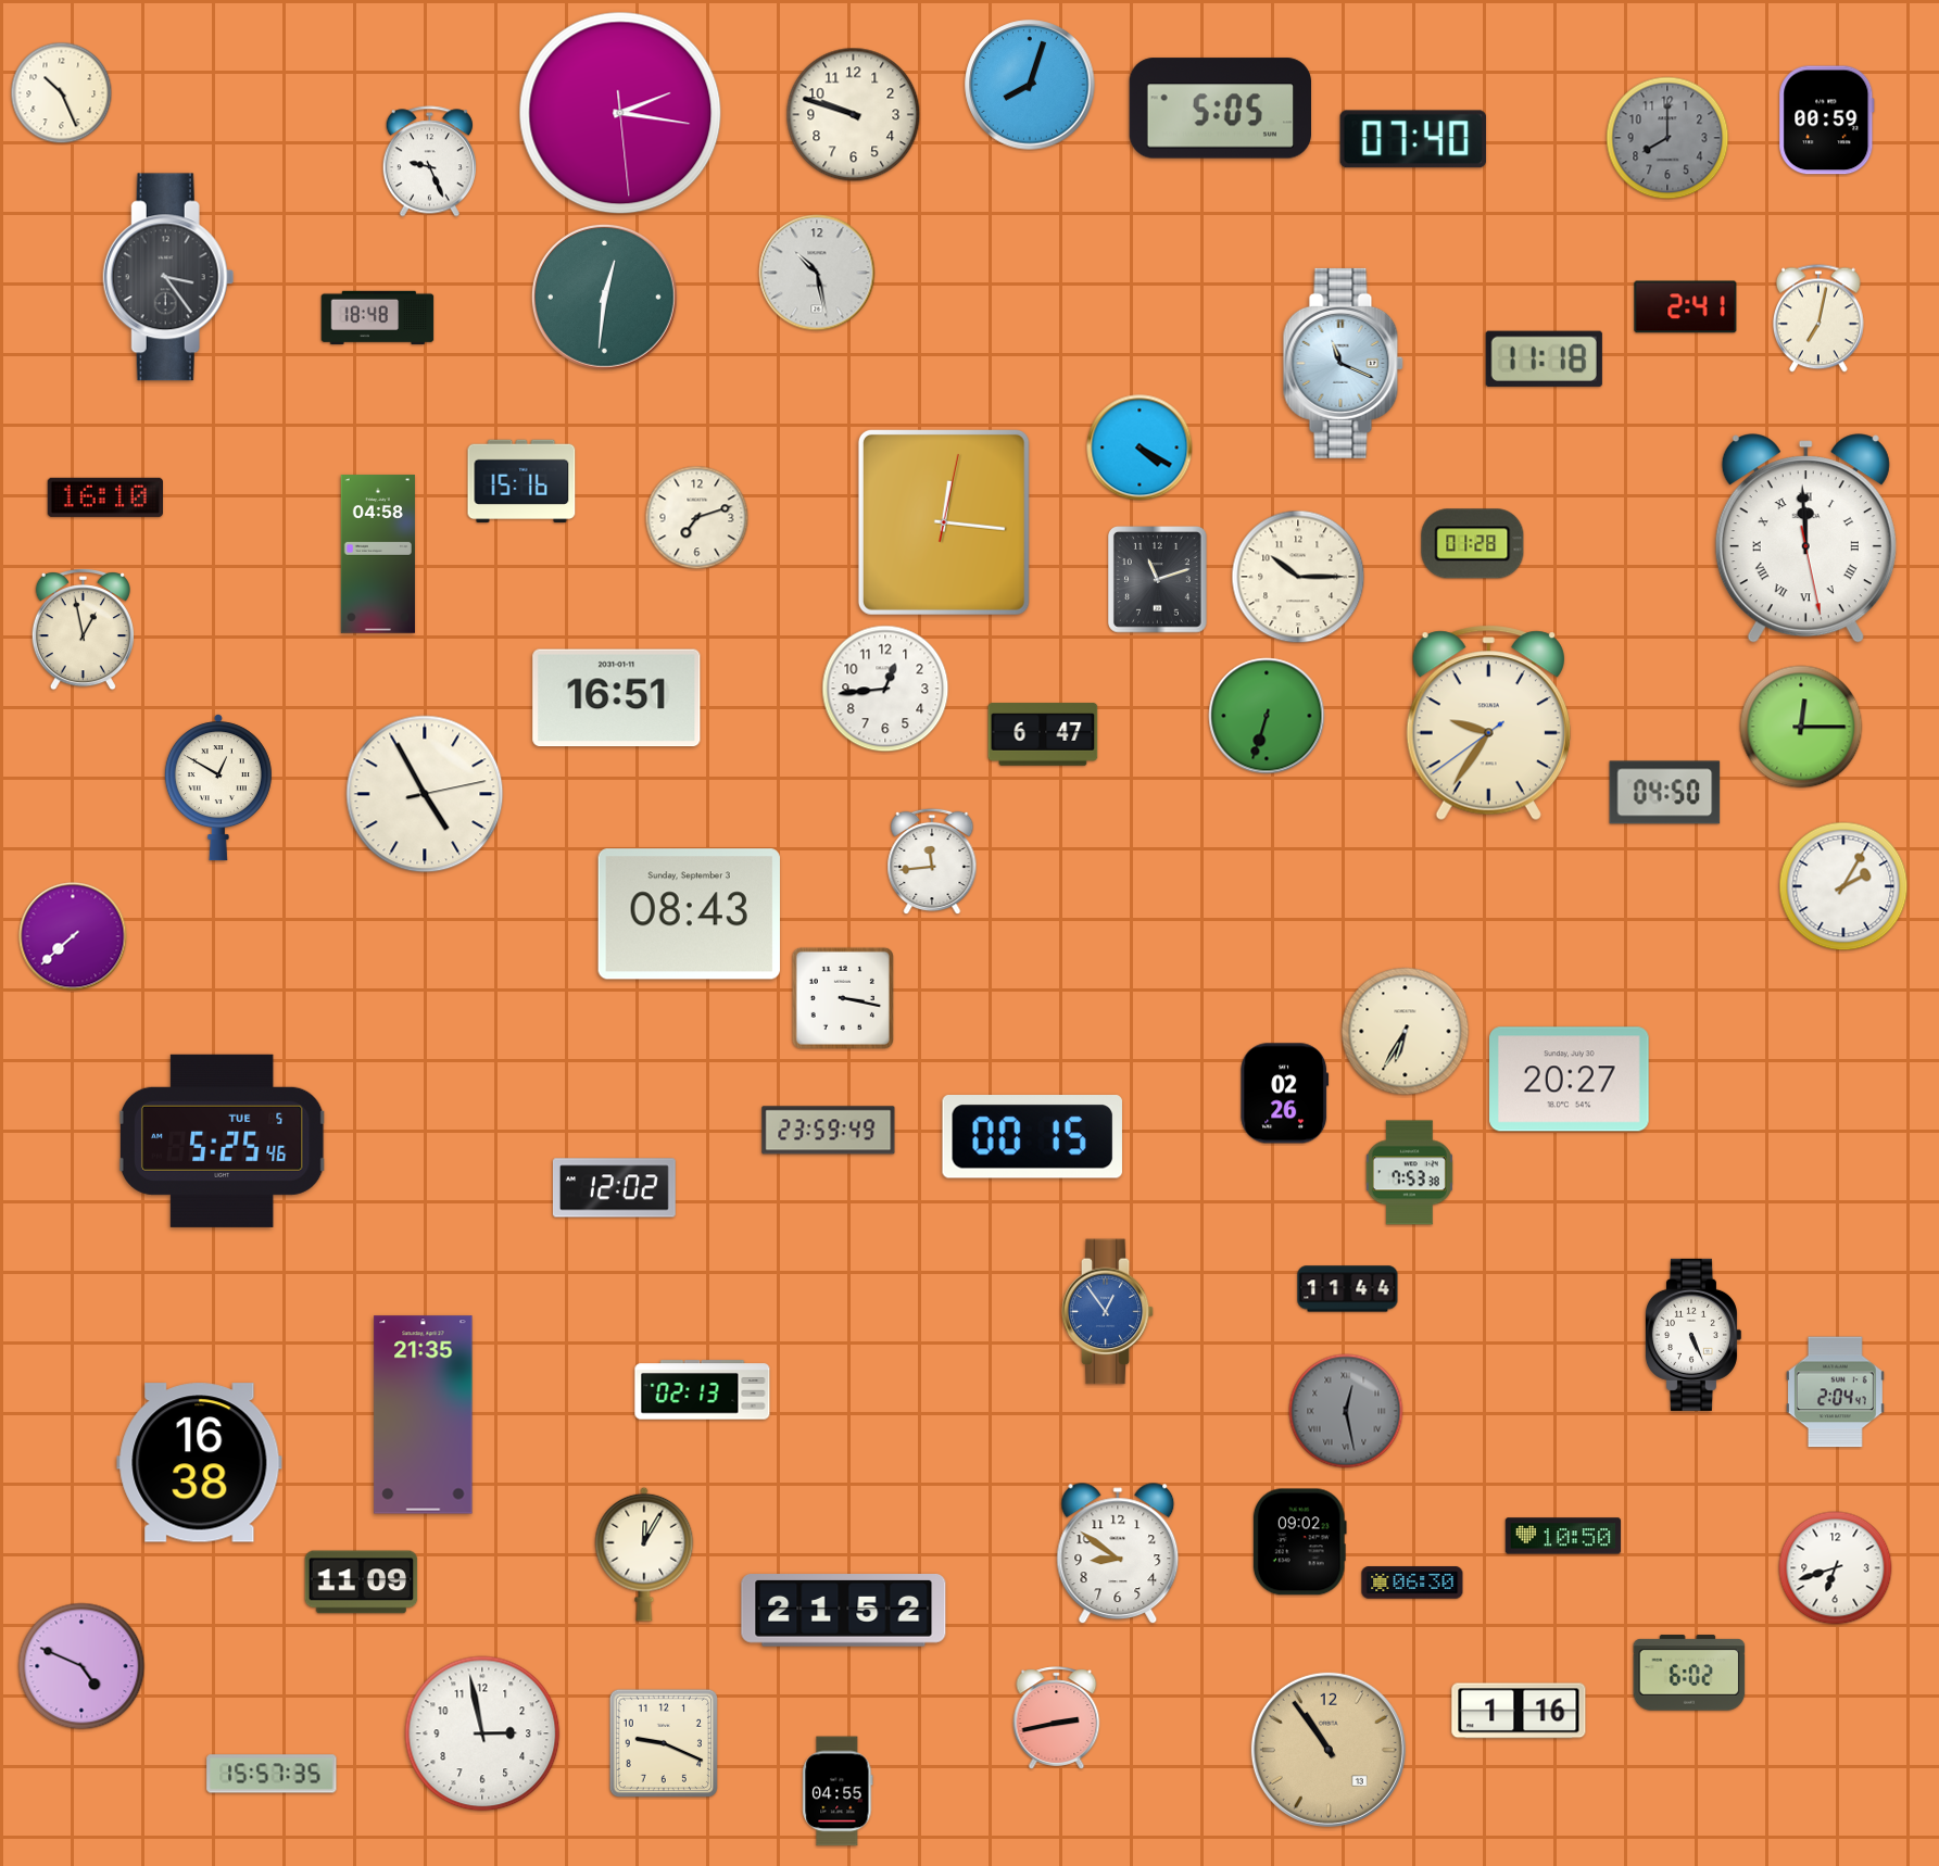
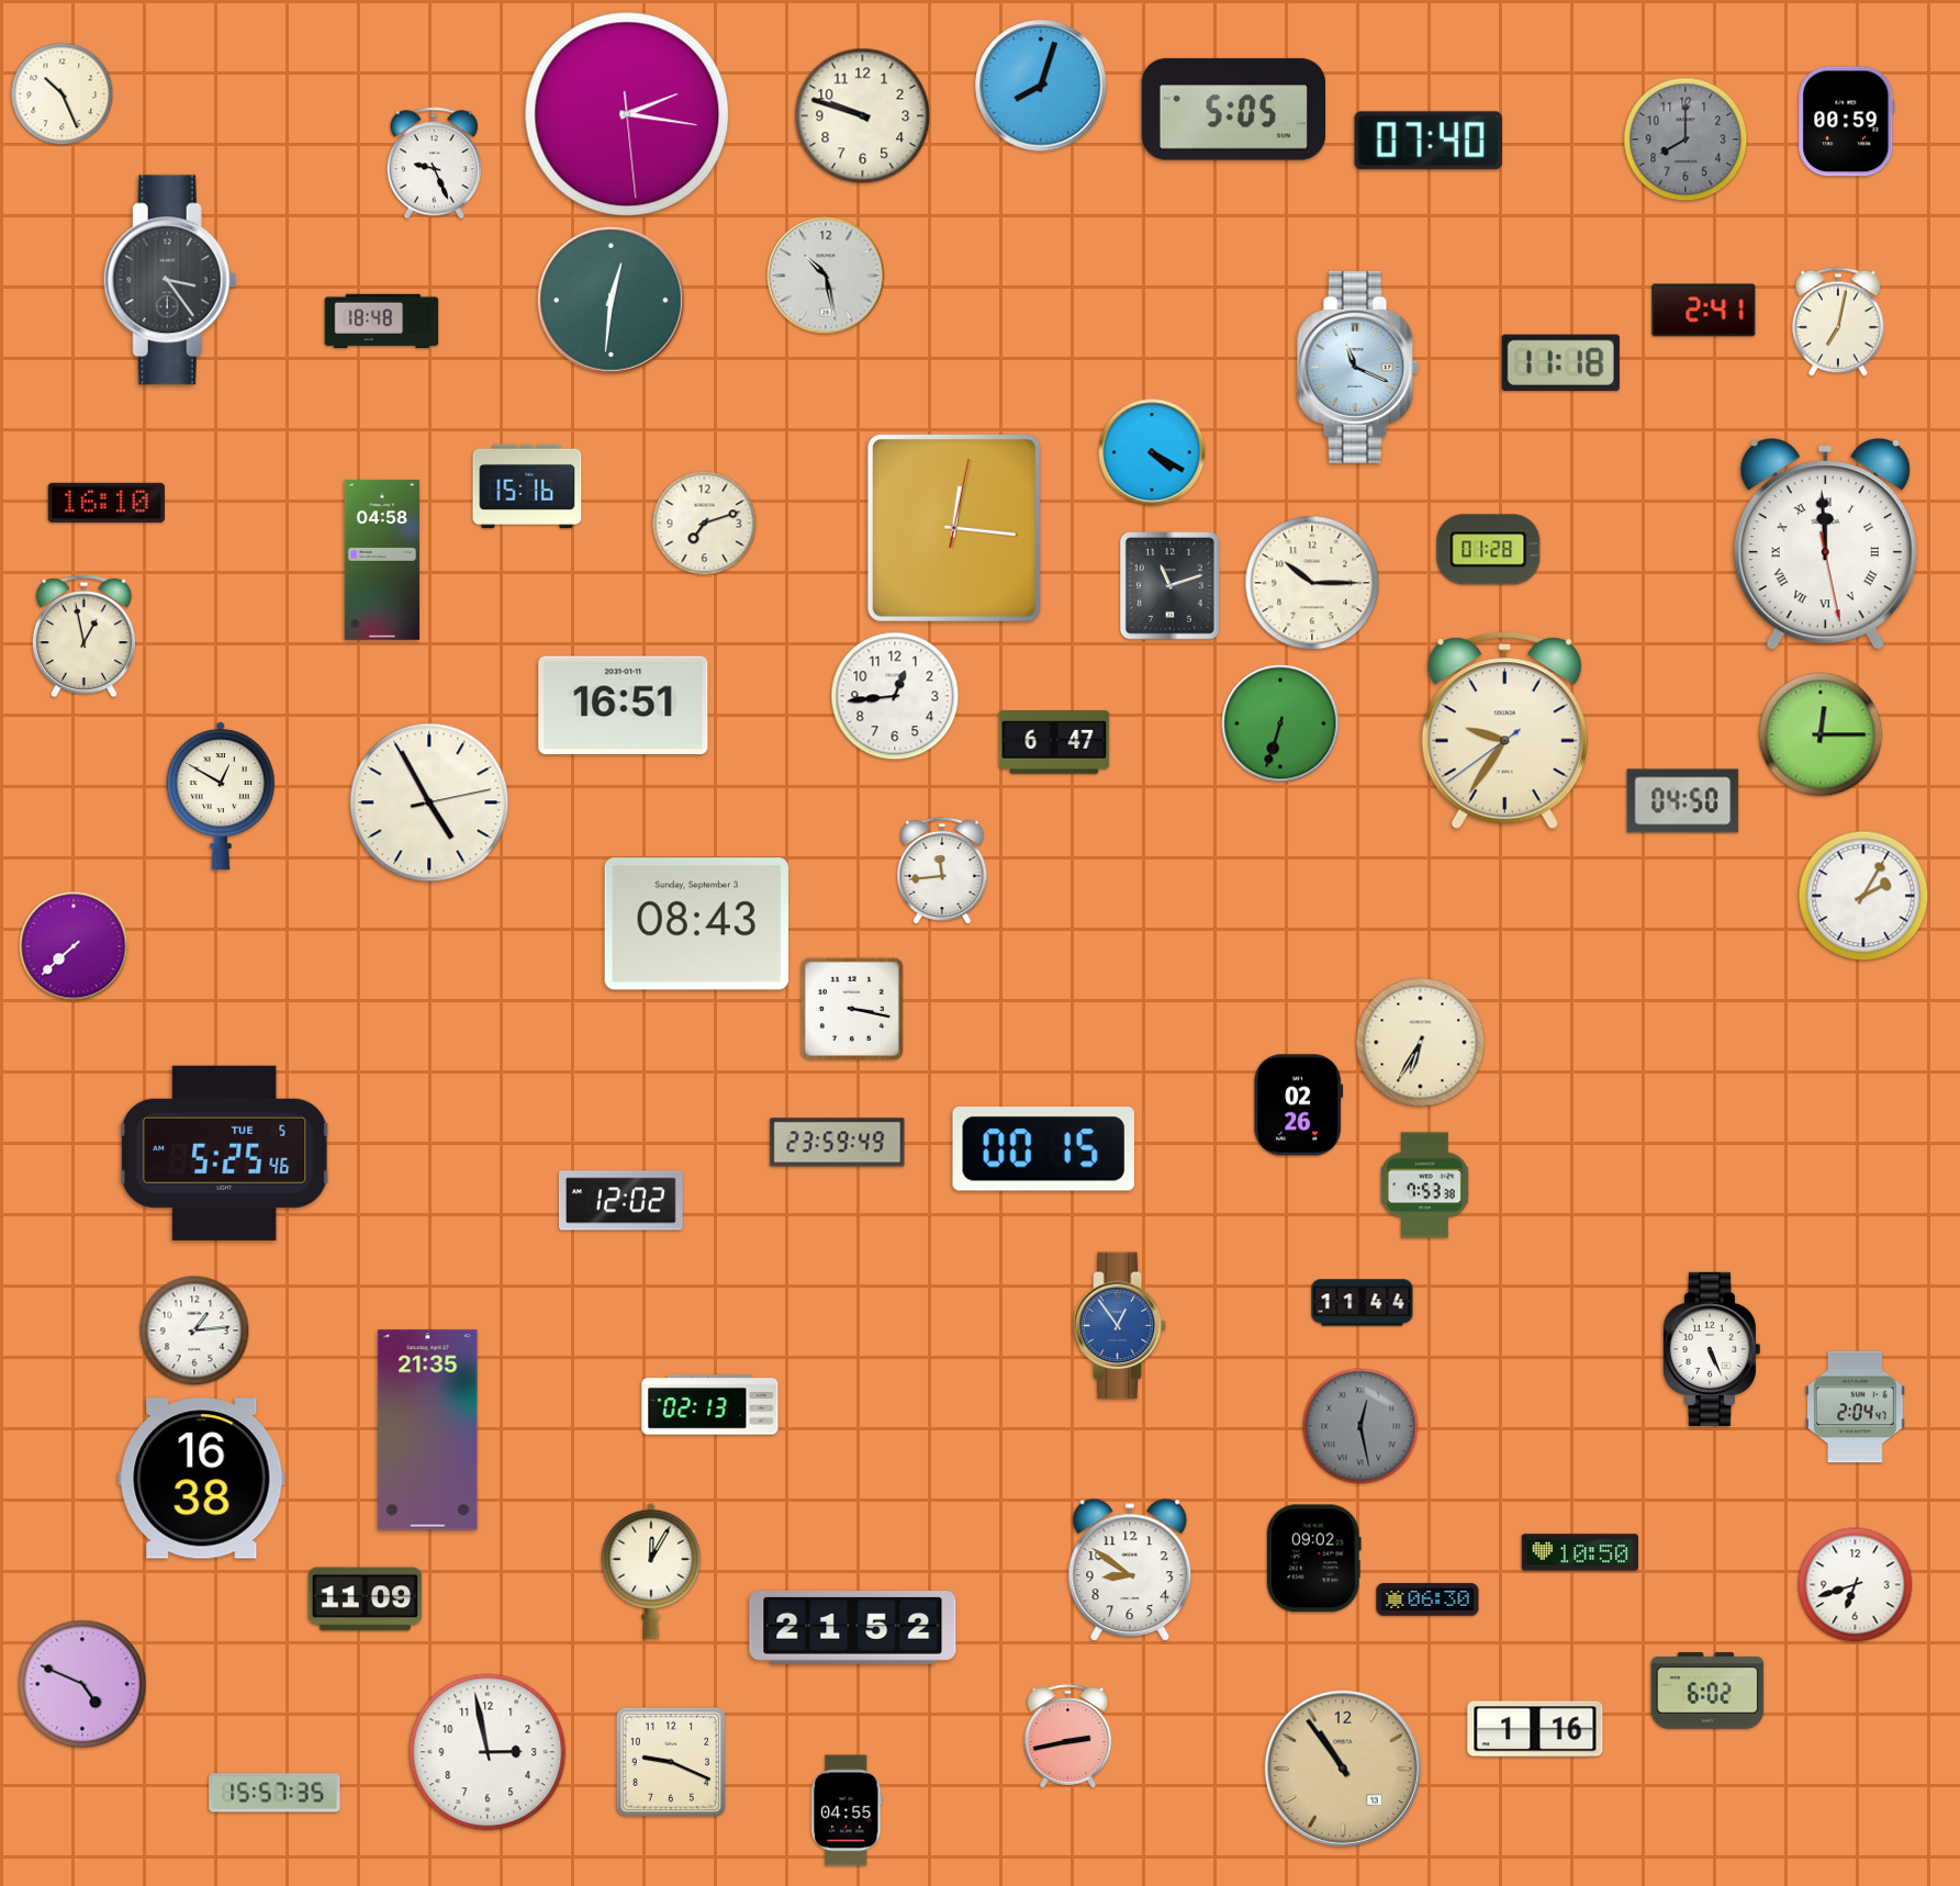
clock at (1570, 1080): 20:27 -> none
clock at (194, 1331): none -> 1:14
